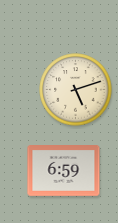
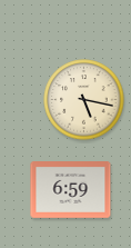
clock at (76, 90): 5:12 -> 5:17
